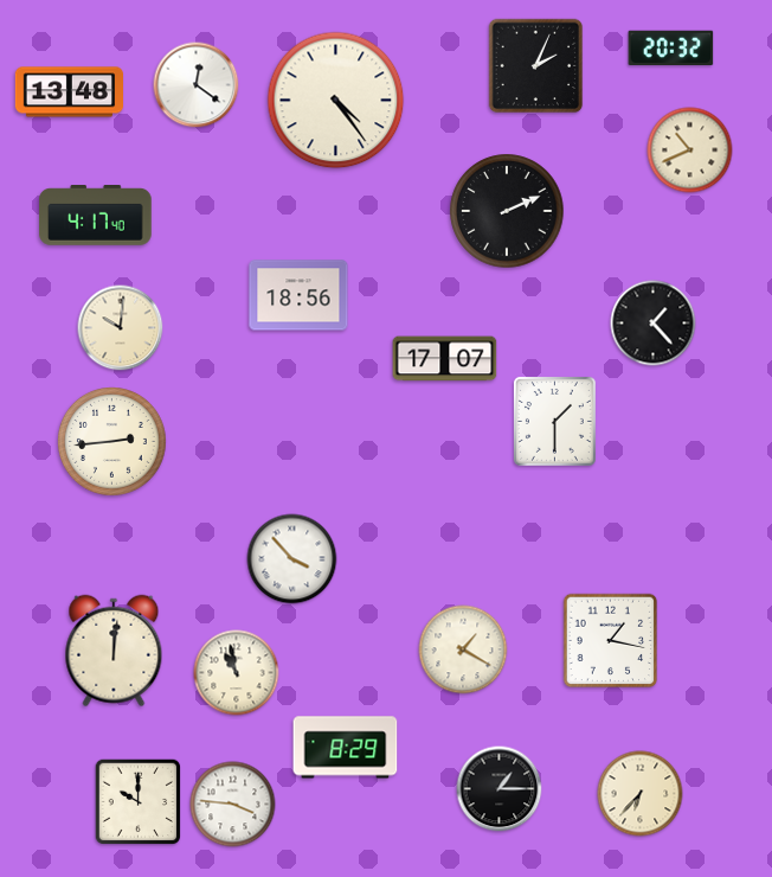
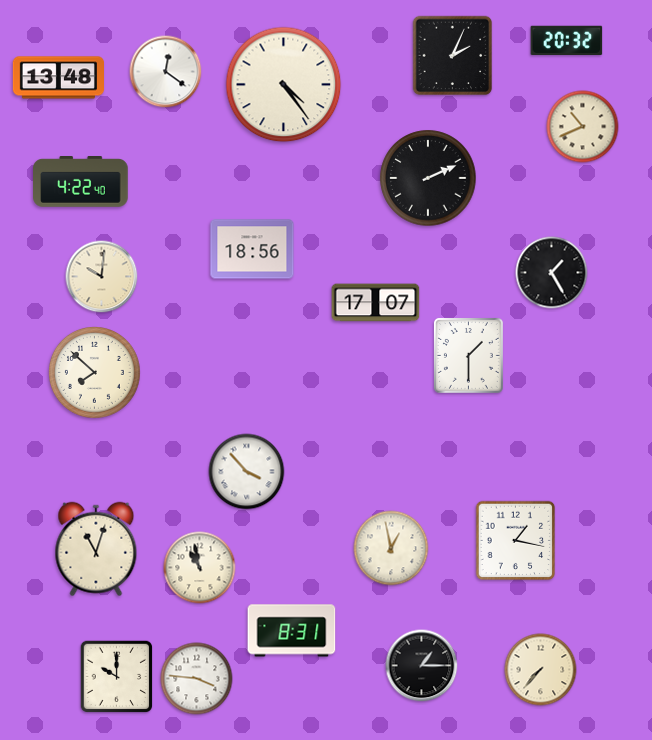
clock at (96, 216): 4:17 -> 4:22
clock at (654, 324): 1:23 -> 1:25
clock at (112, 442): 2:44 -> 7:52
clock at (463, 649): 1:20 -> 12:58
clock at (114, 651): 12:01 -> 11:03
clock at (346, 748): 8:29 -> 8:31
clock at (641, 794): 6:37 -> 7:37
